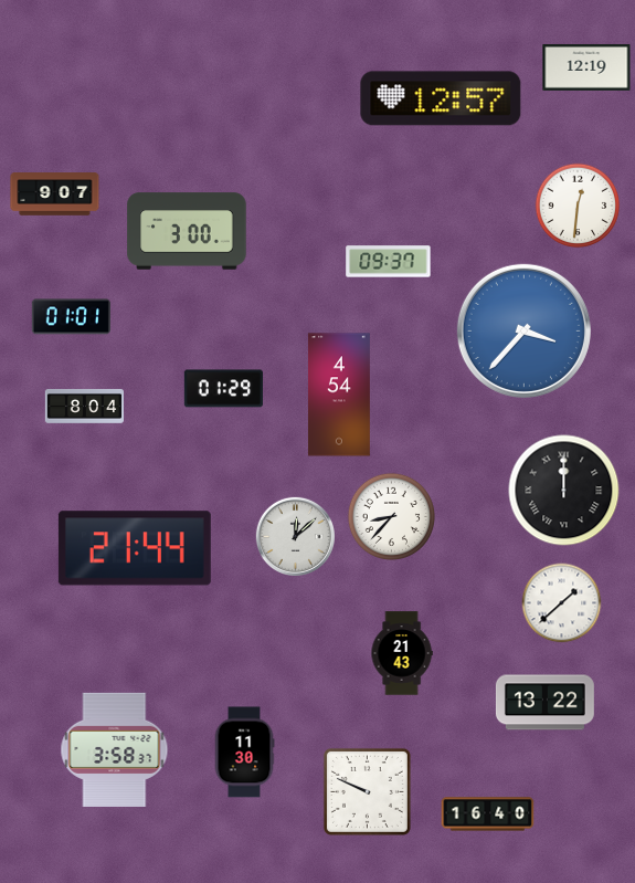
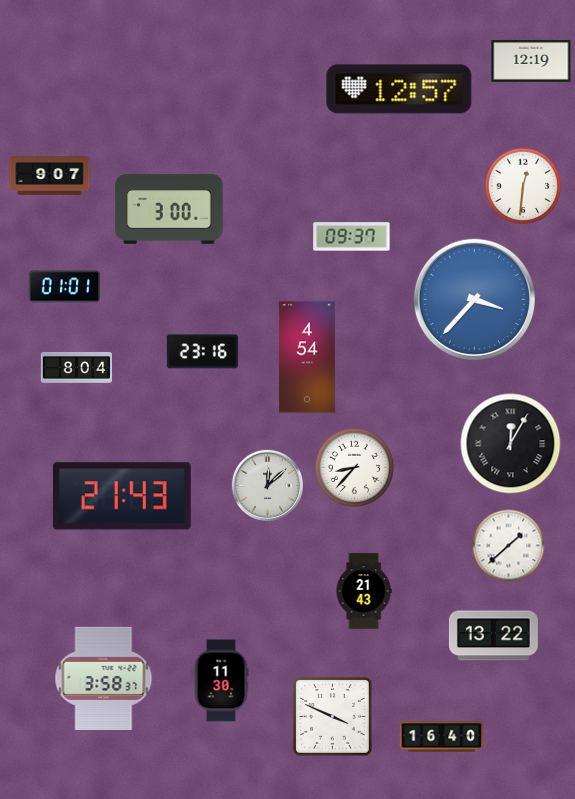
clock at (223, 389): 01:29 -> 23:16
clock at (564, 491): 12:00 -> 12:05
clock at (135, 548): 21:44 -> 21:43
clock at (367, 791): 9:49 -> 3:49
